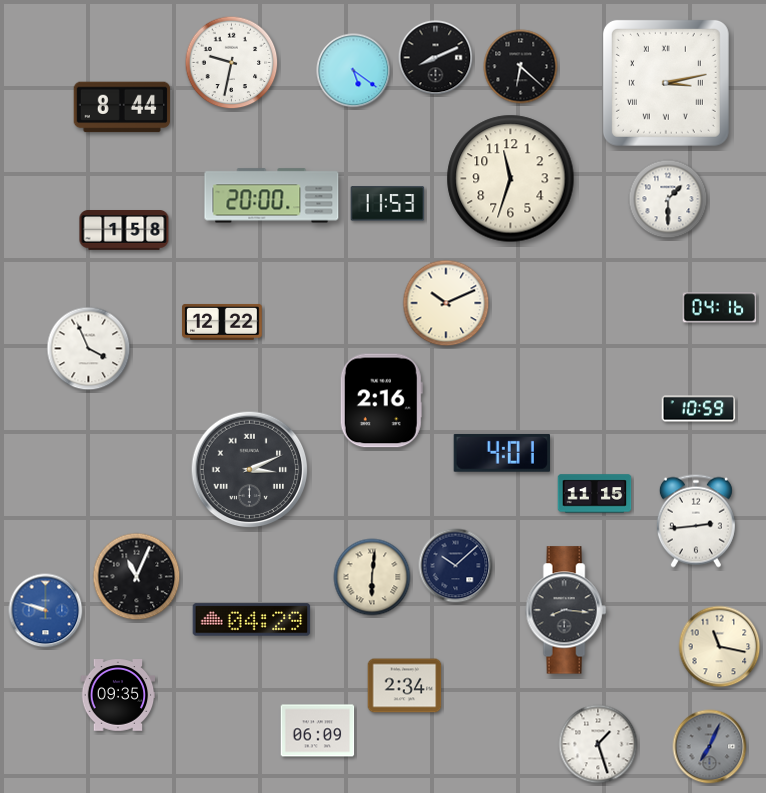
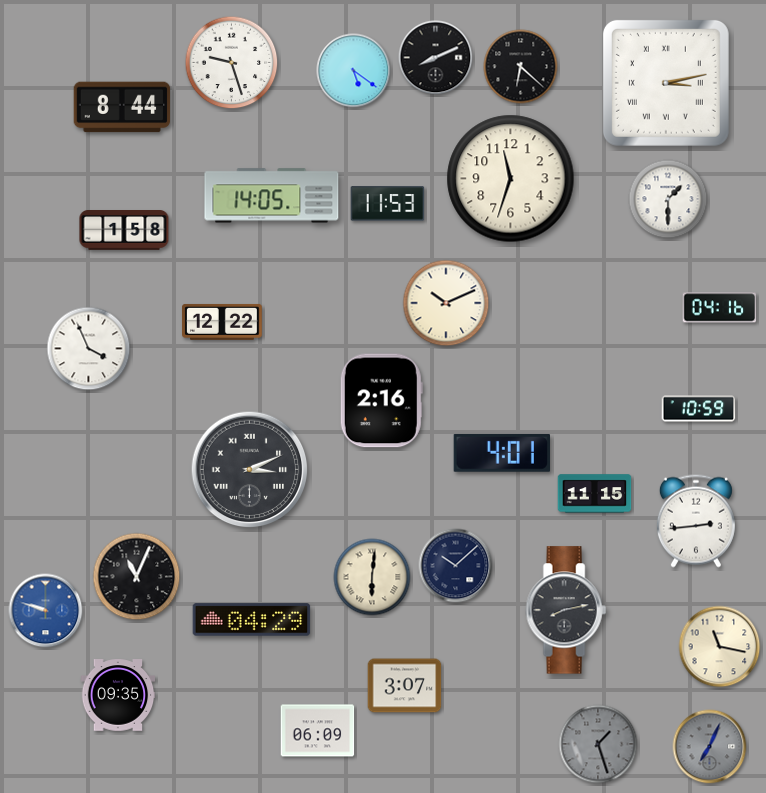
clock at (232, 63): 9:32 -> 9:27
clock at (272, 196): 20:00 -> 14:05
clock at (566, 610): 8:16 -> 8:13
clock at (405, 686): 2:34 -> 3:07
clock at (598, 744) dial: white -> grey
